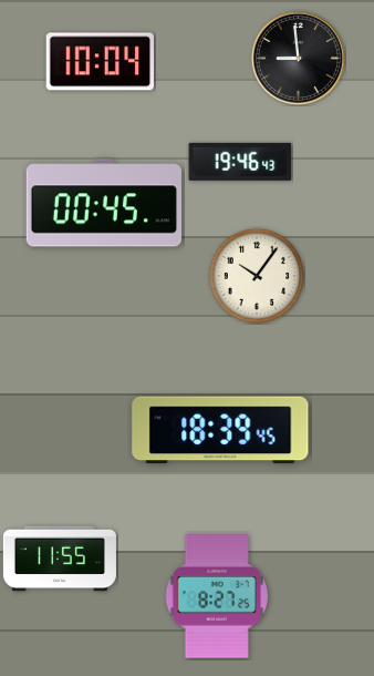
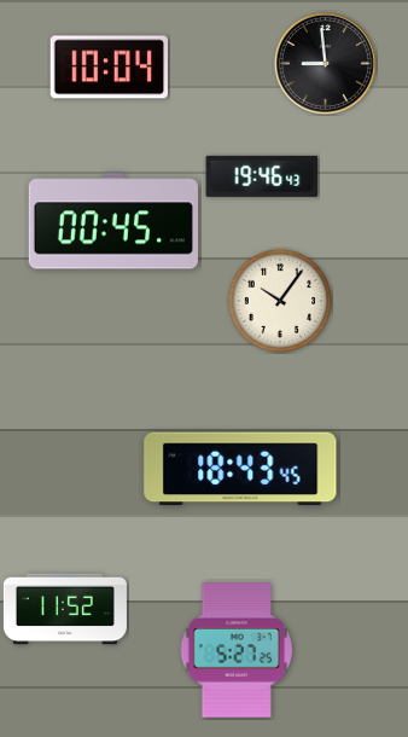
clock at (220, 430): 18:39 -> 18:43
clock at (60, 559): 11:55 -> 11:52
clock at (217, 596): 8:27 -> 5:27
